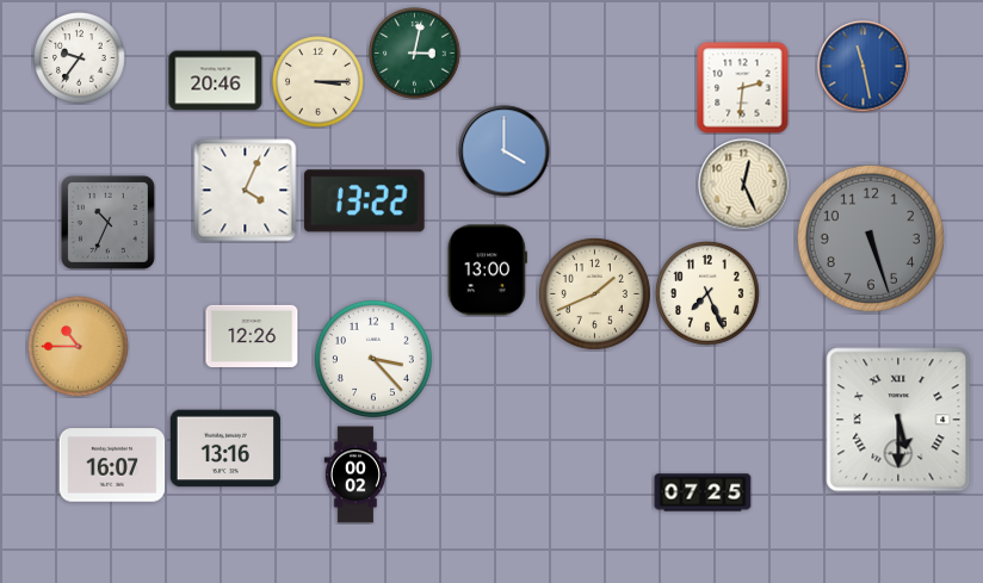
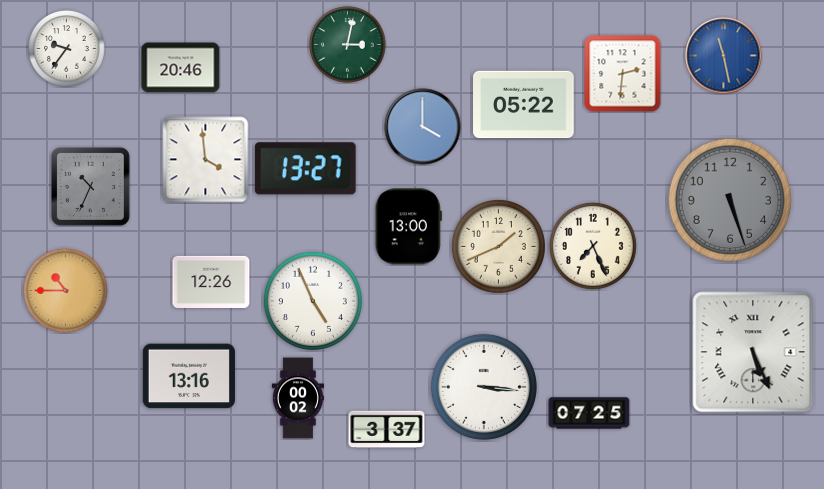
clock at (319, 82): 3:15 -> none
clock at (524, 105): none -> 05:22
clock at (744, 185): 12:26 -> none
clock at (246, 191): 4:04 -> 3:59
clock at (364, 201): 13:22 -> 13:27
clock at (373, 359): 3:23 -> 4:56
clock at (898, 420): 5:30 -> 5:26
clock at (484, 387): none -> 3:16
clock at (112, 465): 16:07 -> none
clock at (387, 430): none -> 3:37
